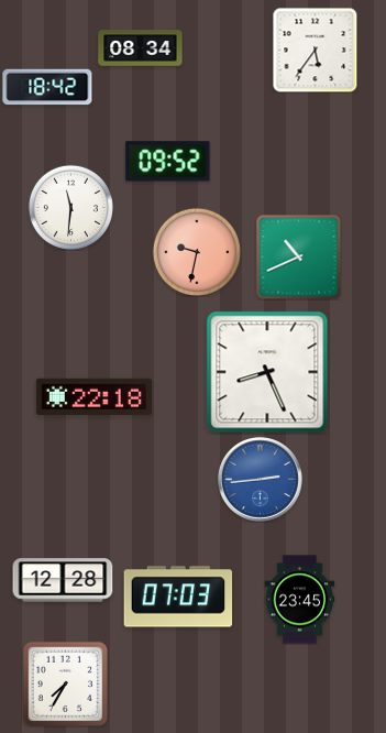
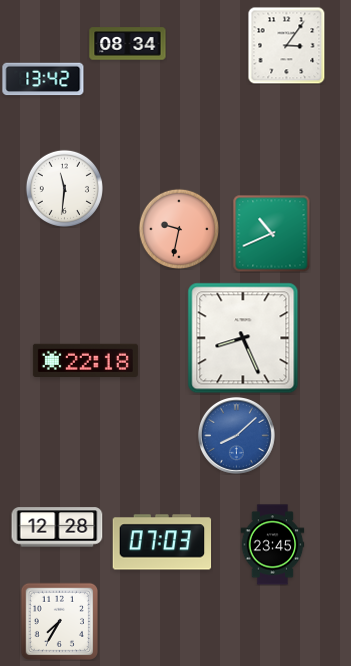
clock at (315, 50): 5:36 -> 3:06
clock at (47, 87): 18:42 -> 13:42
clock at (168, 162): 09:52 -> none
clock at (261, 480): 2:44 -> 8:08
